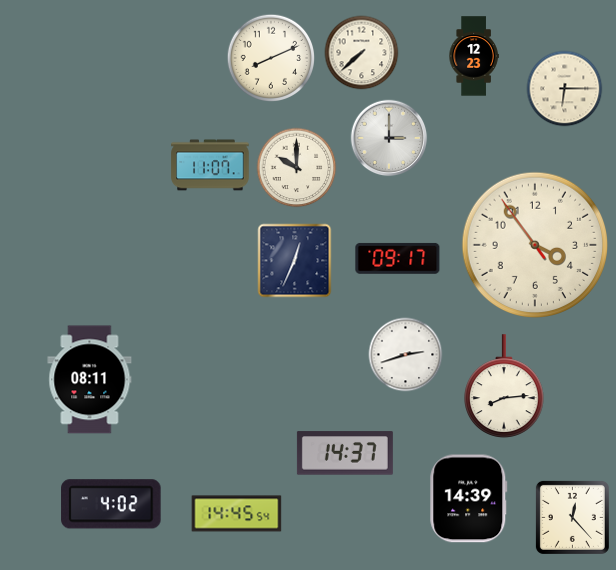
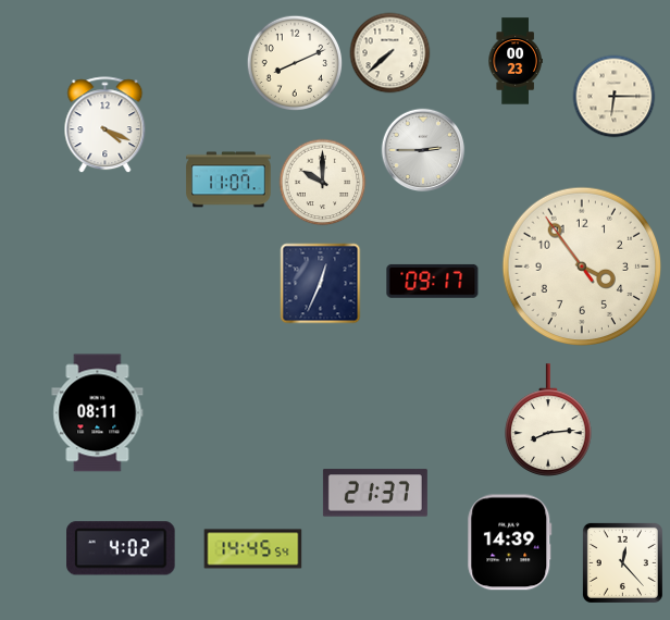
clock at (362, 53) position: (362, 53) -> (390, 53)
clock at (474, 56): 12:23 -> 00:23
clock at (106, 125): none -> 4:19
clock at (389, 138): 3:00 -> 2:45
clock at (406, 355): 2:42 -> none
clock at (345, 453): 14:37 -> 21:37
clock at (237, 514) position: (237, 514) -> (253, 549)
